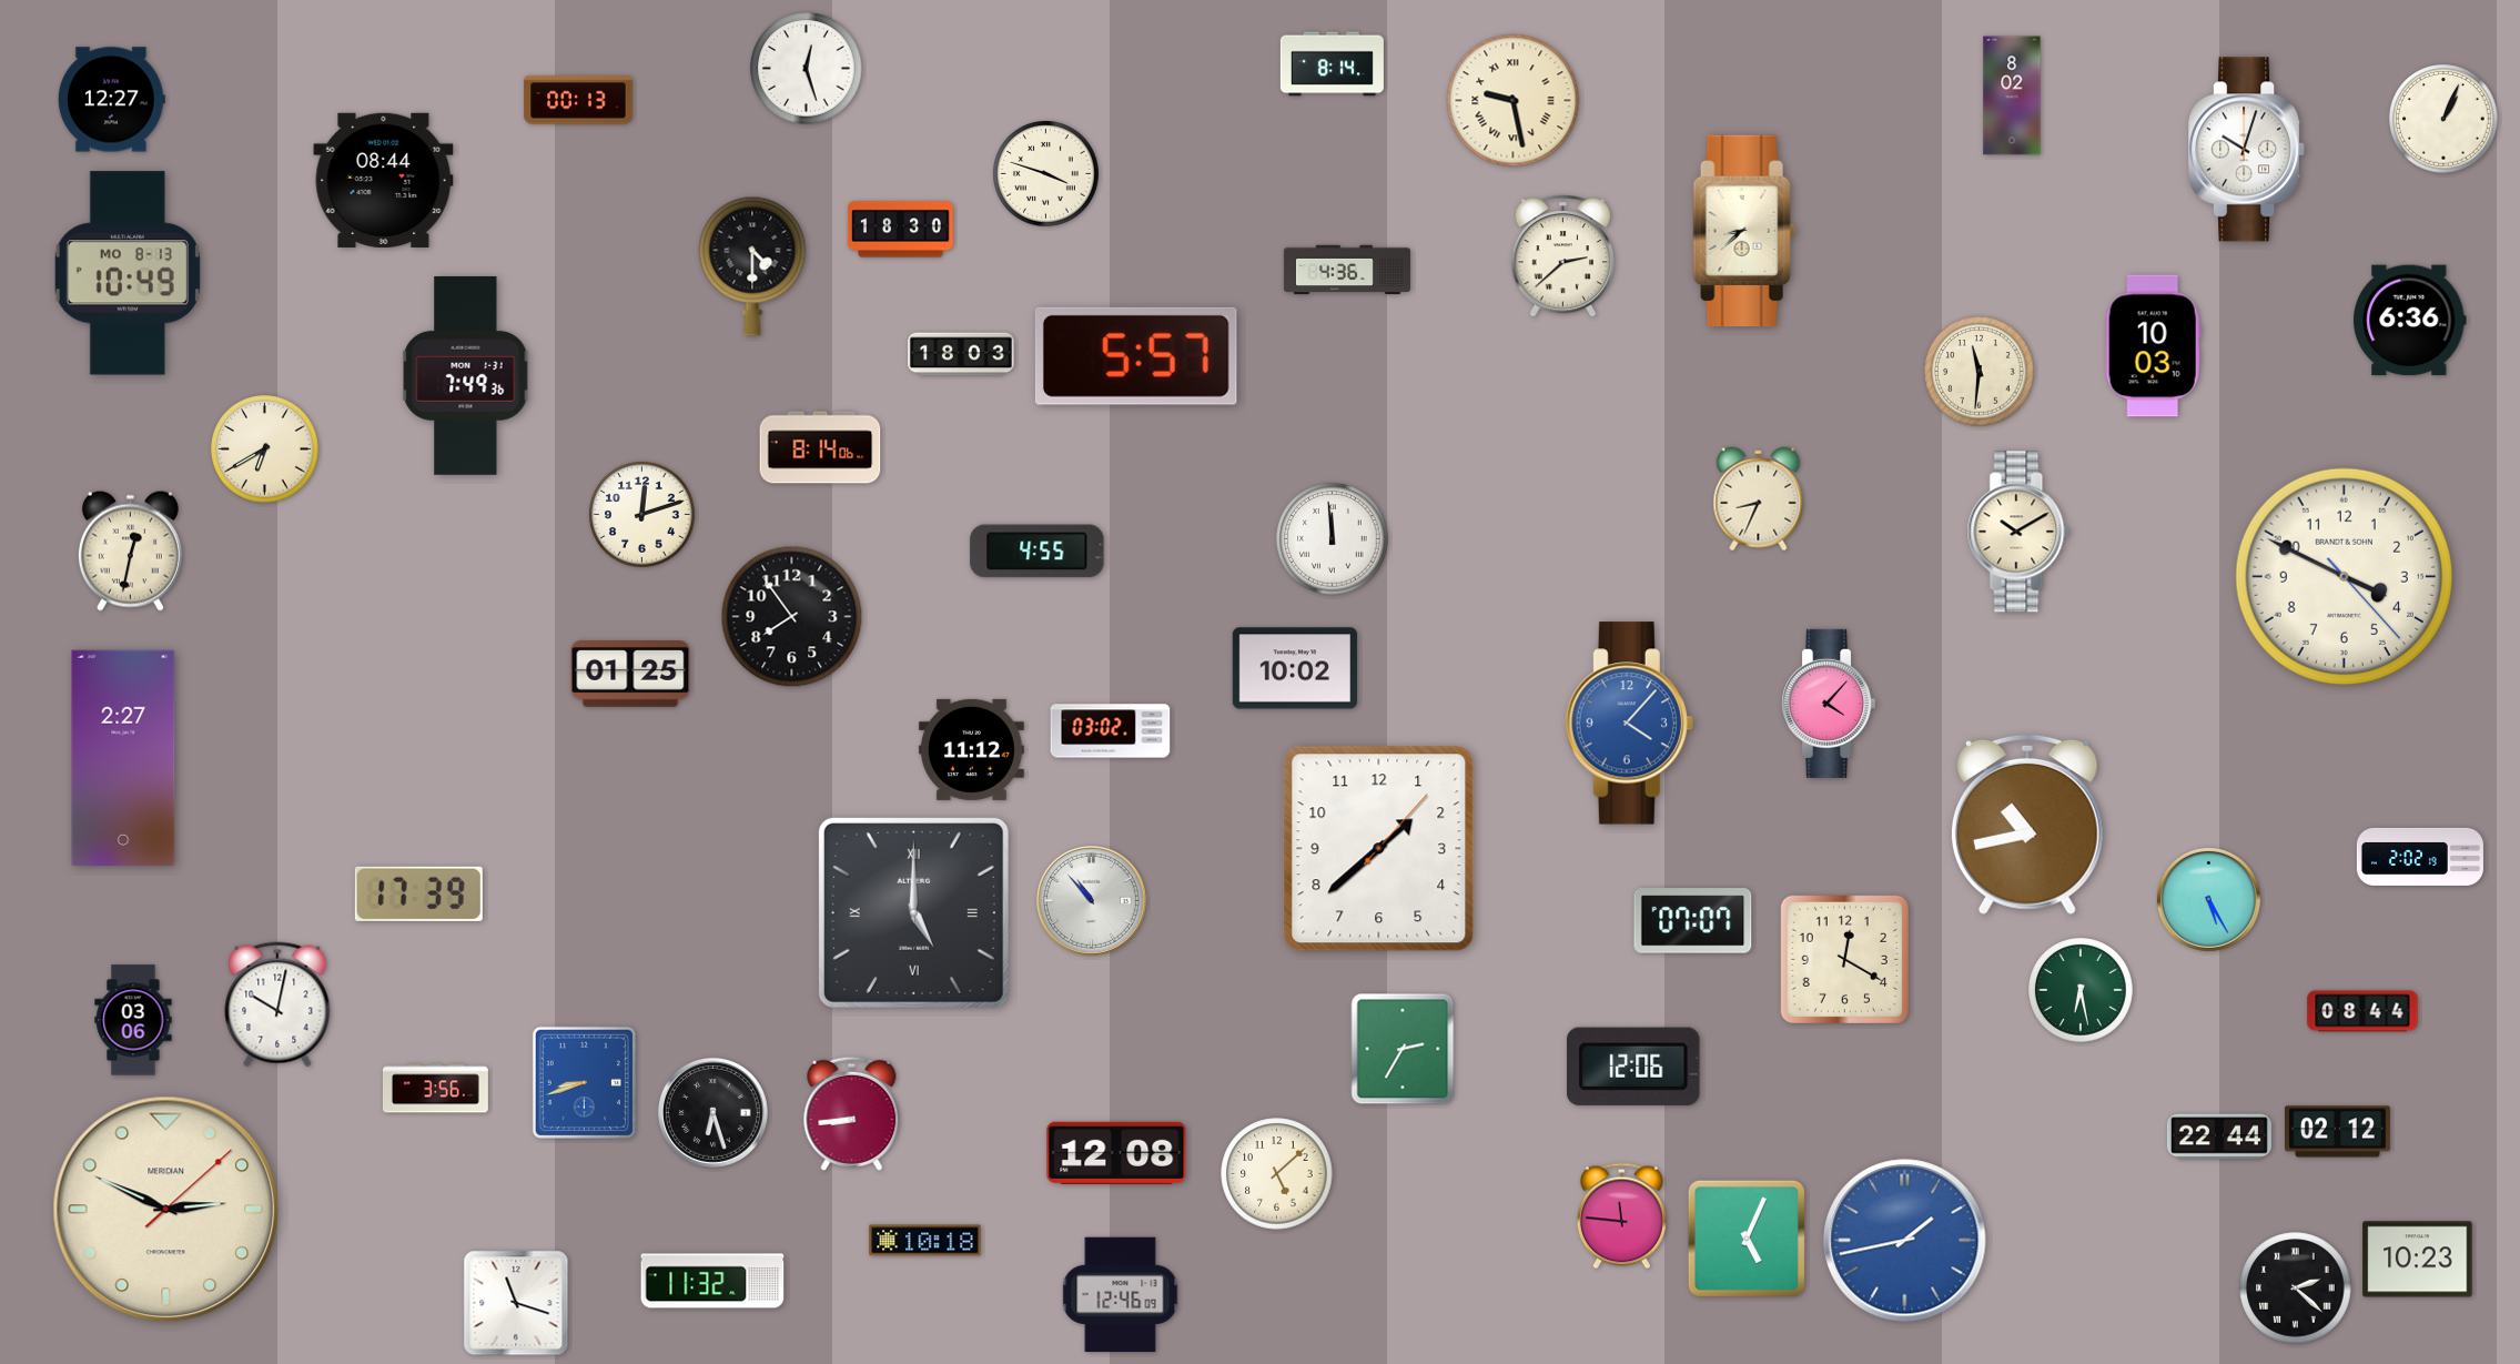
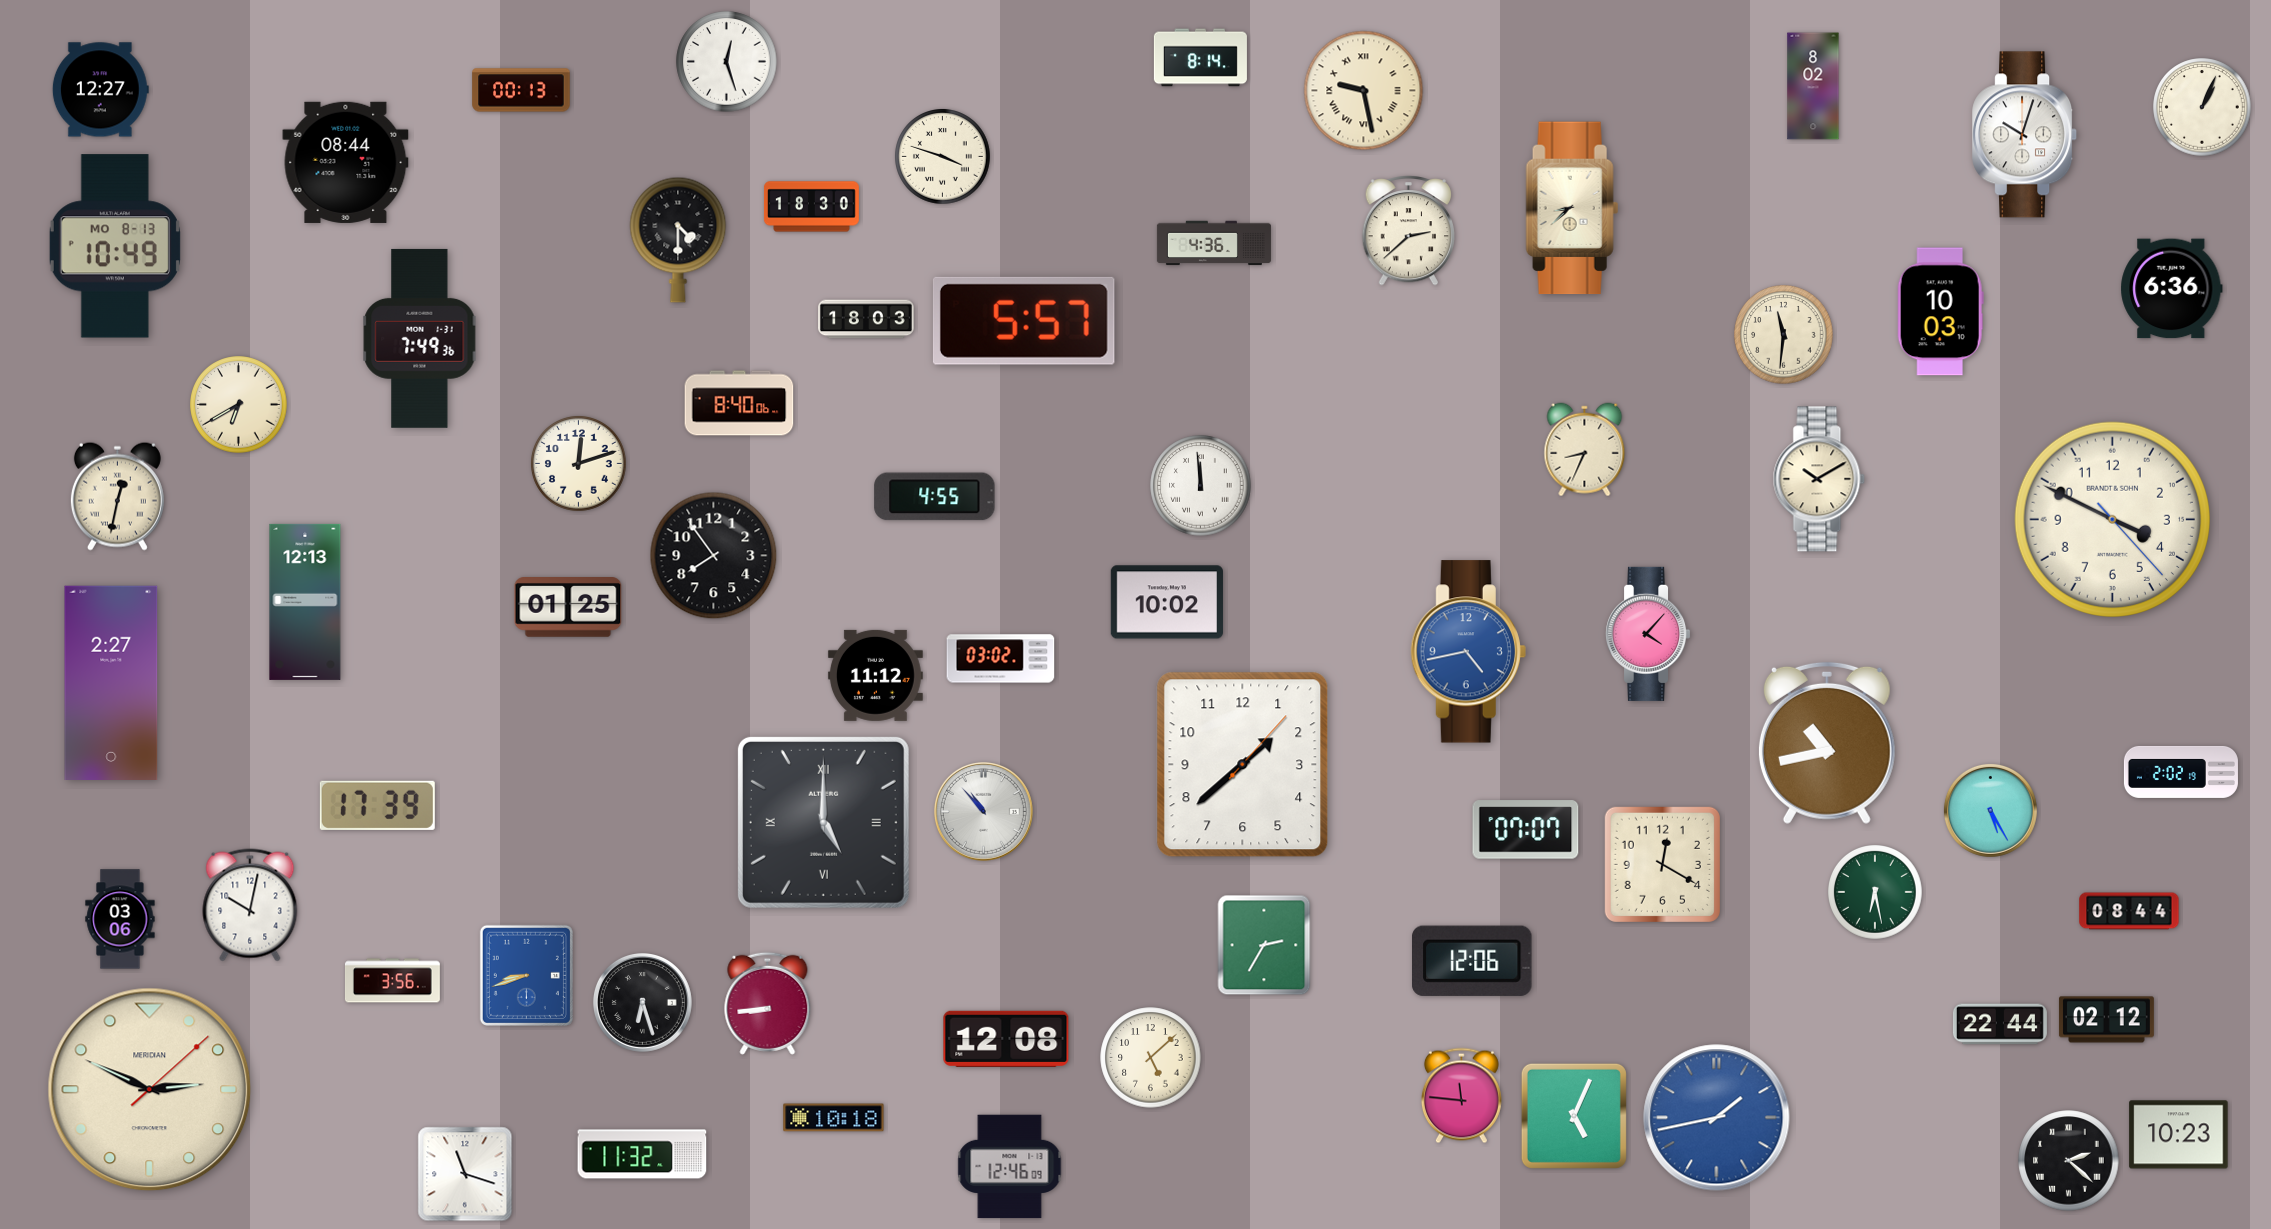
clock at (820, 447): 8:14 -> 8:40
clock at (305, 602): none -> 12:13
clock at (1629, 724): 4:07 -> 4:43
